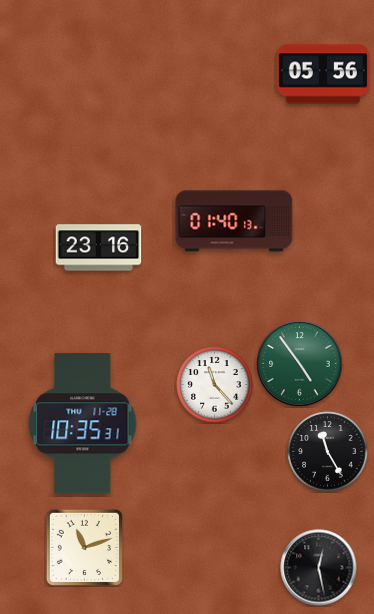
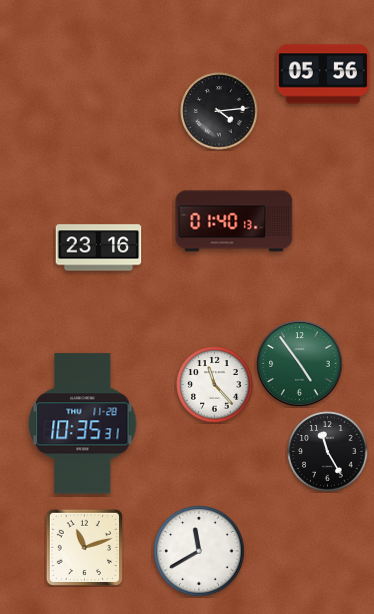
clock at (219, 111): none -> 4:14
clock at (199, 551): none -> 11:40
clock at (319, 568): 12:28 -> none
